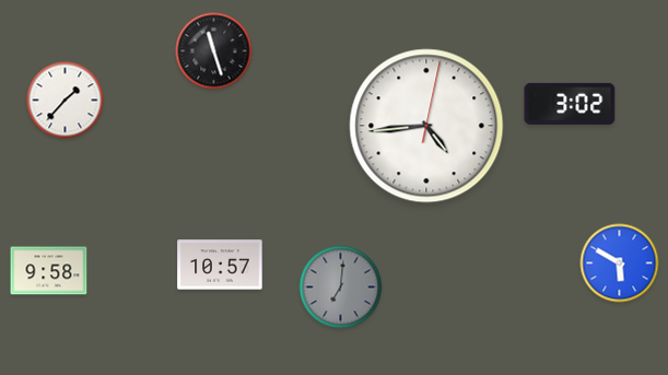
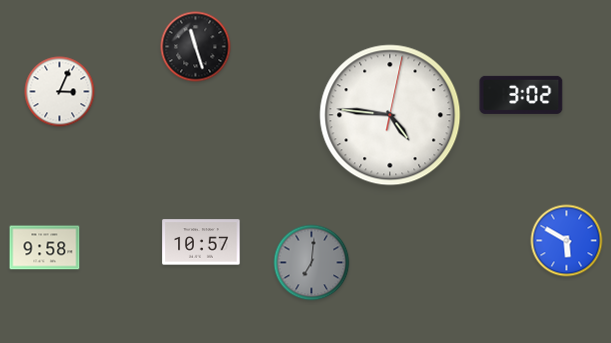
clock at (66, 101): 1:37 -> 3:04
clock at (426, 126): 4:44 -> 4:46
